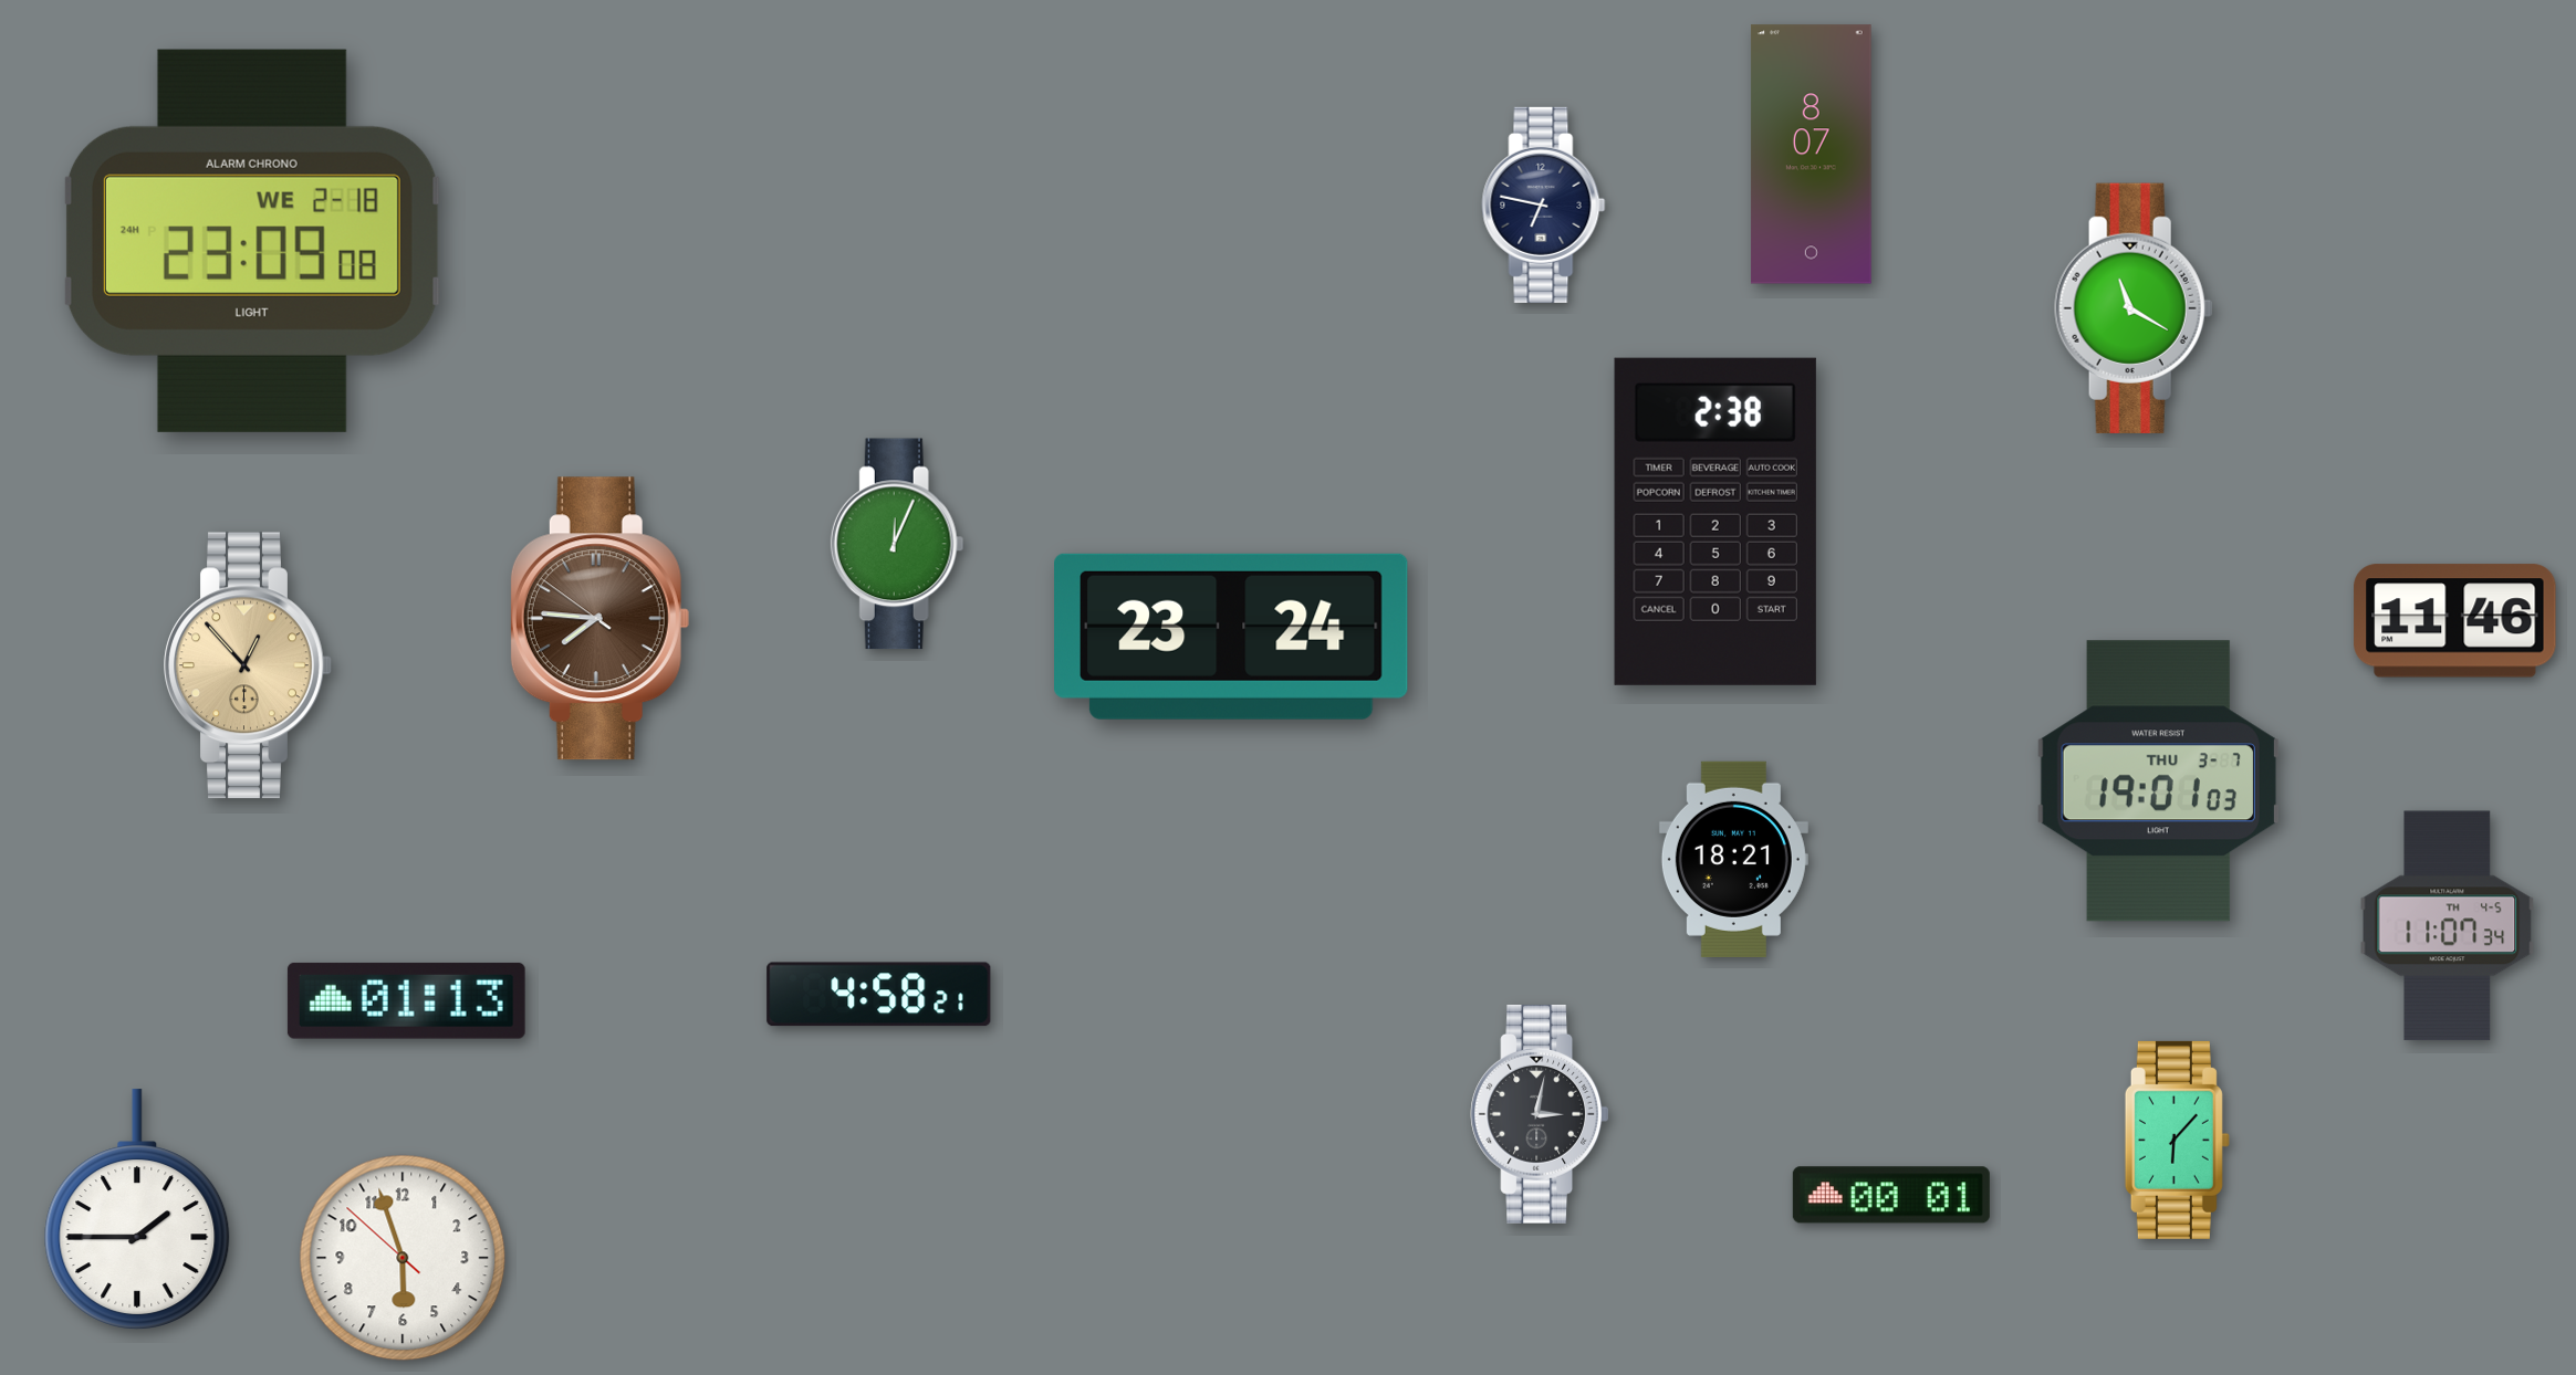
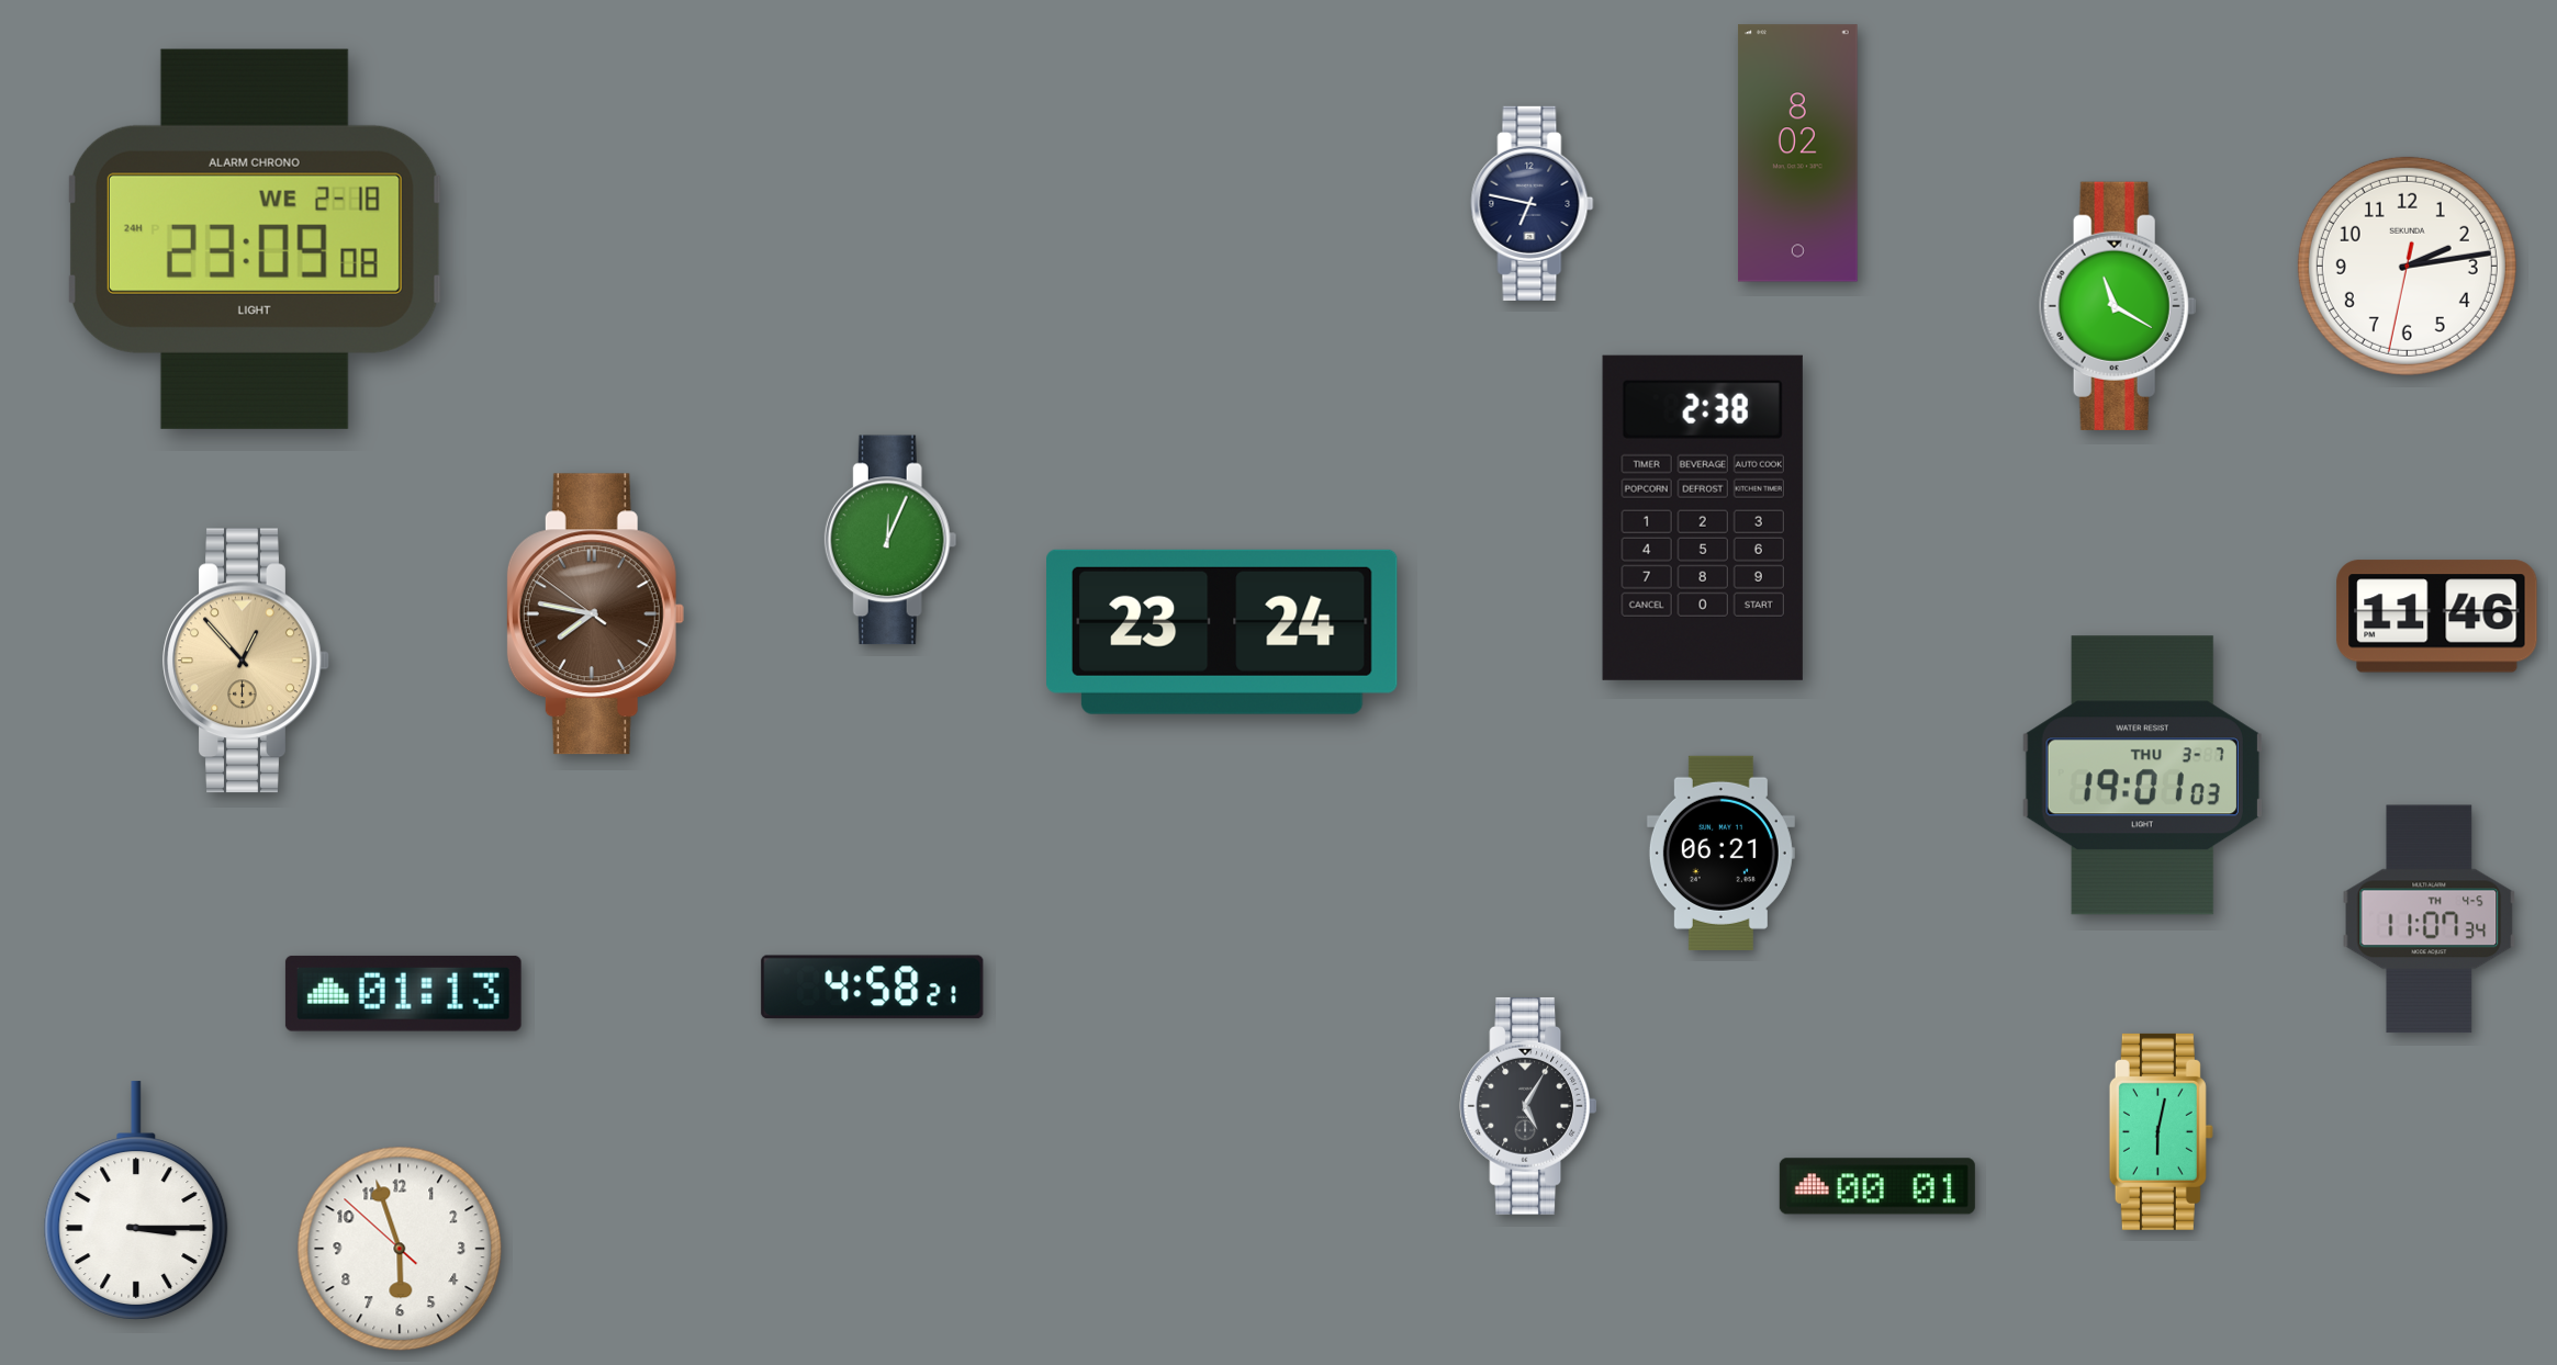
clock at (1812, 155): 8:07 -> 8:02
clock at (252, 241) position: (252, 241) -> (255, 239)
clock at (2407, 266): none -> 2:13
clock at (599, 619): 7:45 -> 7:46
clock at (1733, 859): 18:21 -> 06:21
clock at (1539, 1114): 3:02 -> 5:05
clock at (2177, 1140): 6:07 -> 6:02
clock at (137, 1209): 1:45 -> 3:15
